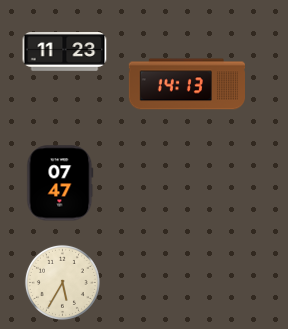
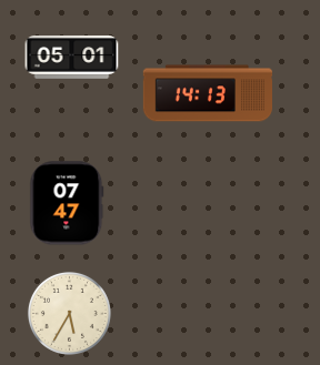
clock at (65, 52): 11:23 -> 05:01
